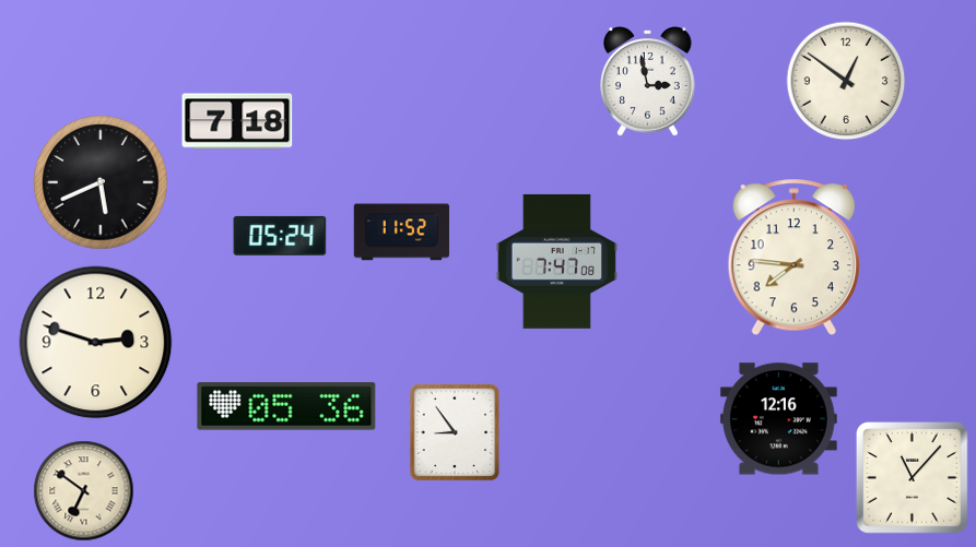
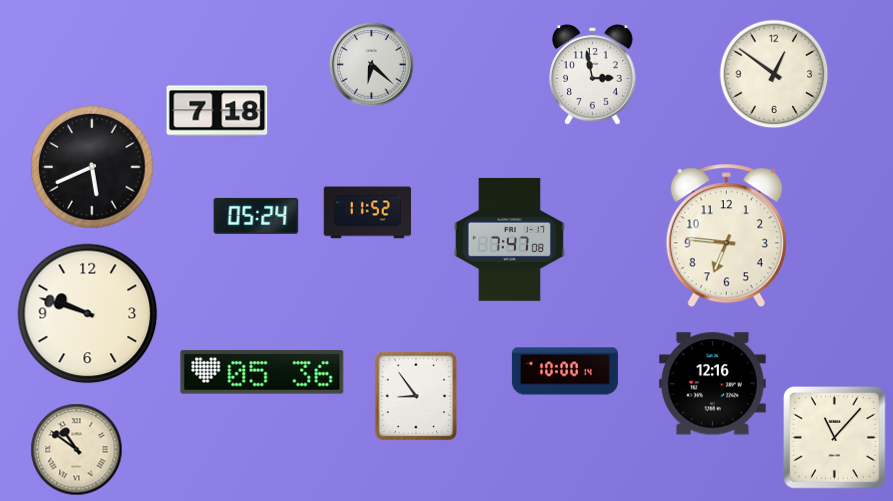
clock at (372, 65): none -> 6:22
clock at (793, 258): 7:46 -> 6:46
clock at (96, 343): 2:48 -> 9:48
clock at (565, 371): none -> 10:00
clock at (84, 491): 6:51 -> 10:51
